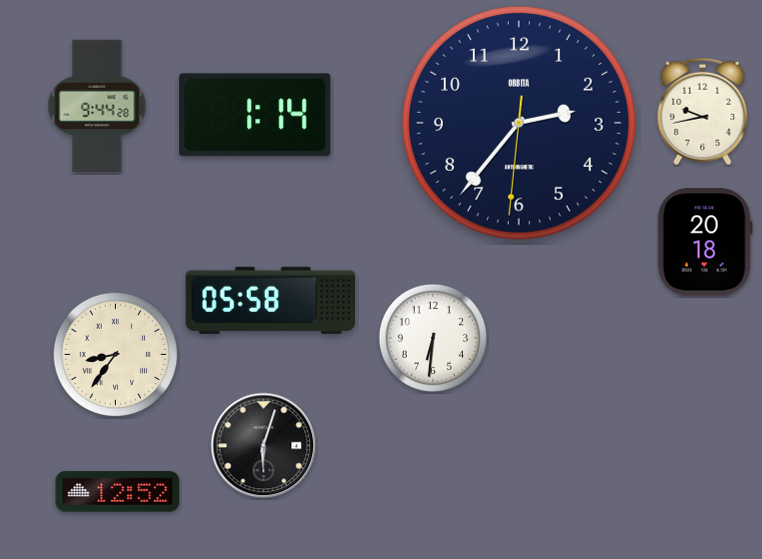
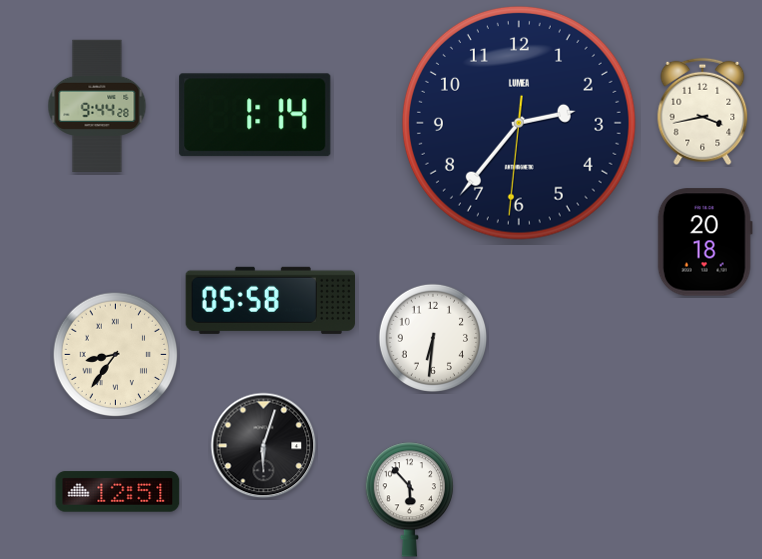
clock at (703, 112): 9:43 -> 3:43
clock at (519, 123) brand: ORBITA -> LUMEA
clock at (118, 492): 12:52 -> 12:51
clock at (409, 500): none -> 5:53
